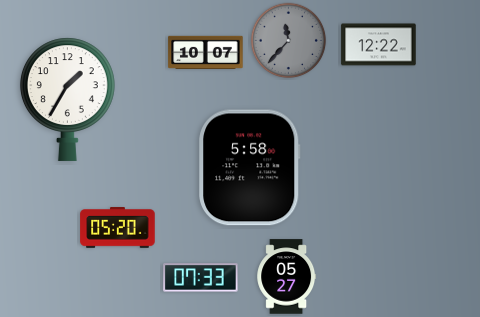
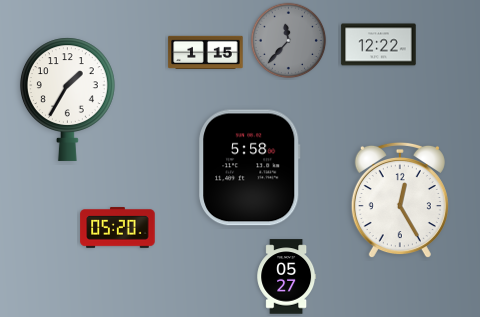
clock at (206, 52): 10:07 -> 1:15
clock at (400, 200): none -> 12:25
clock at (201, 278): 07:33 -> none
